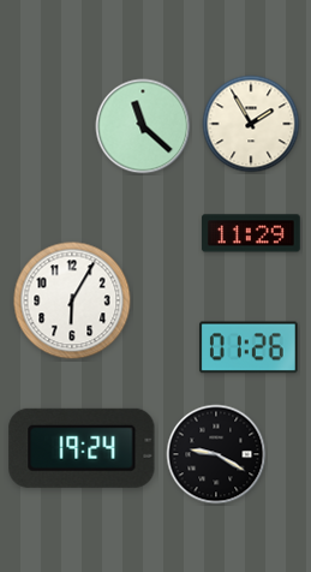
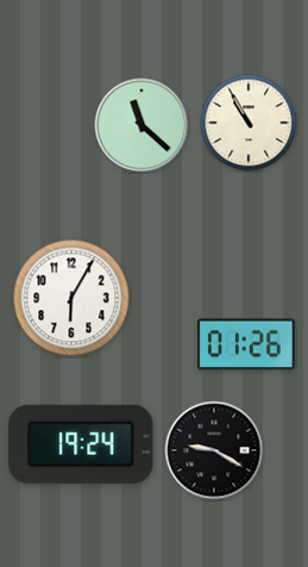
clock at (251, 124): 1:55 -> 10:55
clock at (251, 233): 11:29 -> none
